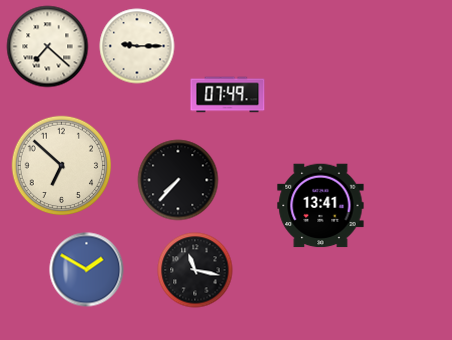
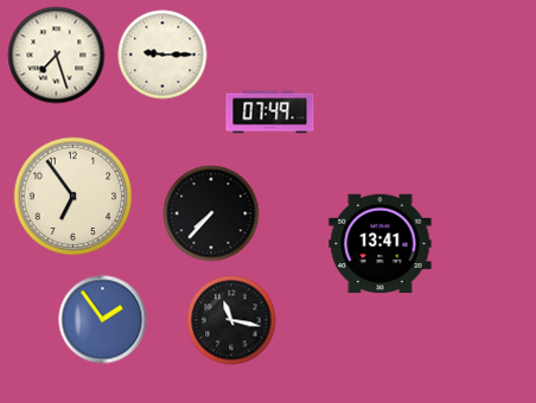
clock at (48, 47): 7:22 -> 7:27
clock at (62, 166): 6:52 -> 6:54
clock at (87, 270): 1:50 -> 1:54
